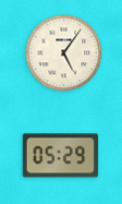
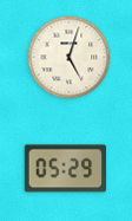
clock at (64, 53): 5:06 -> 5:03
